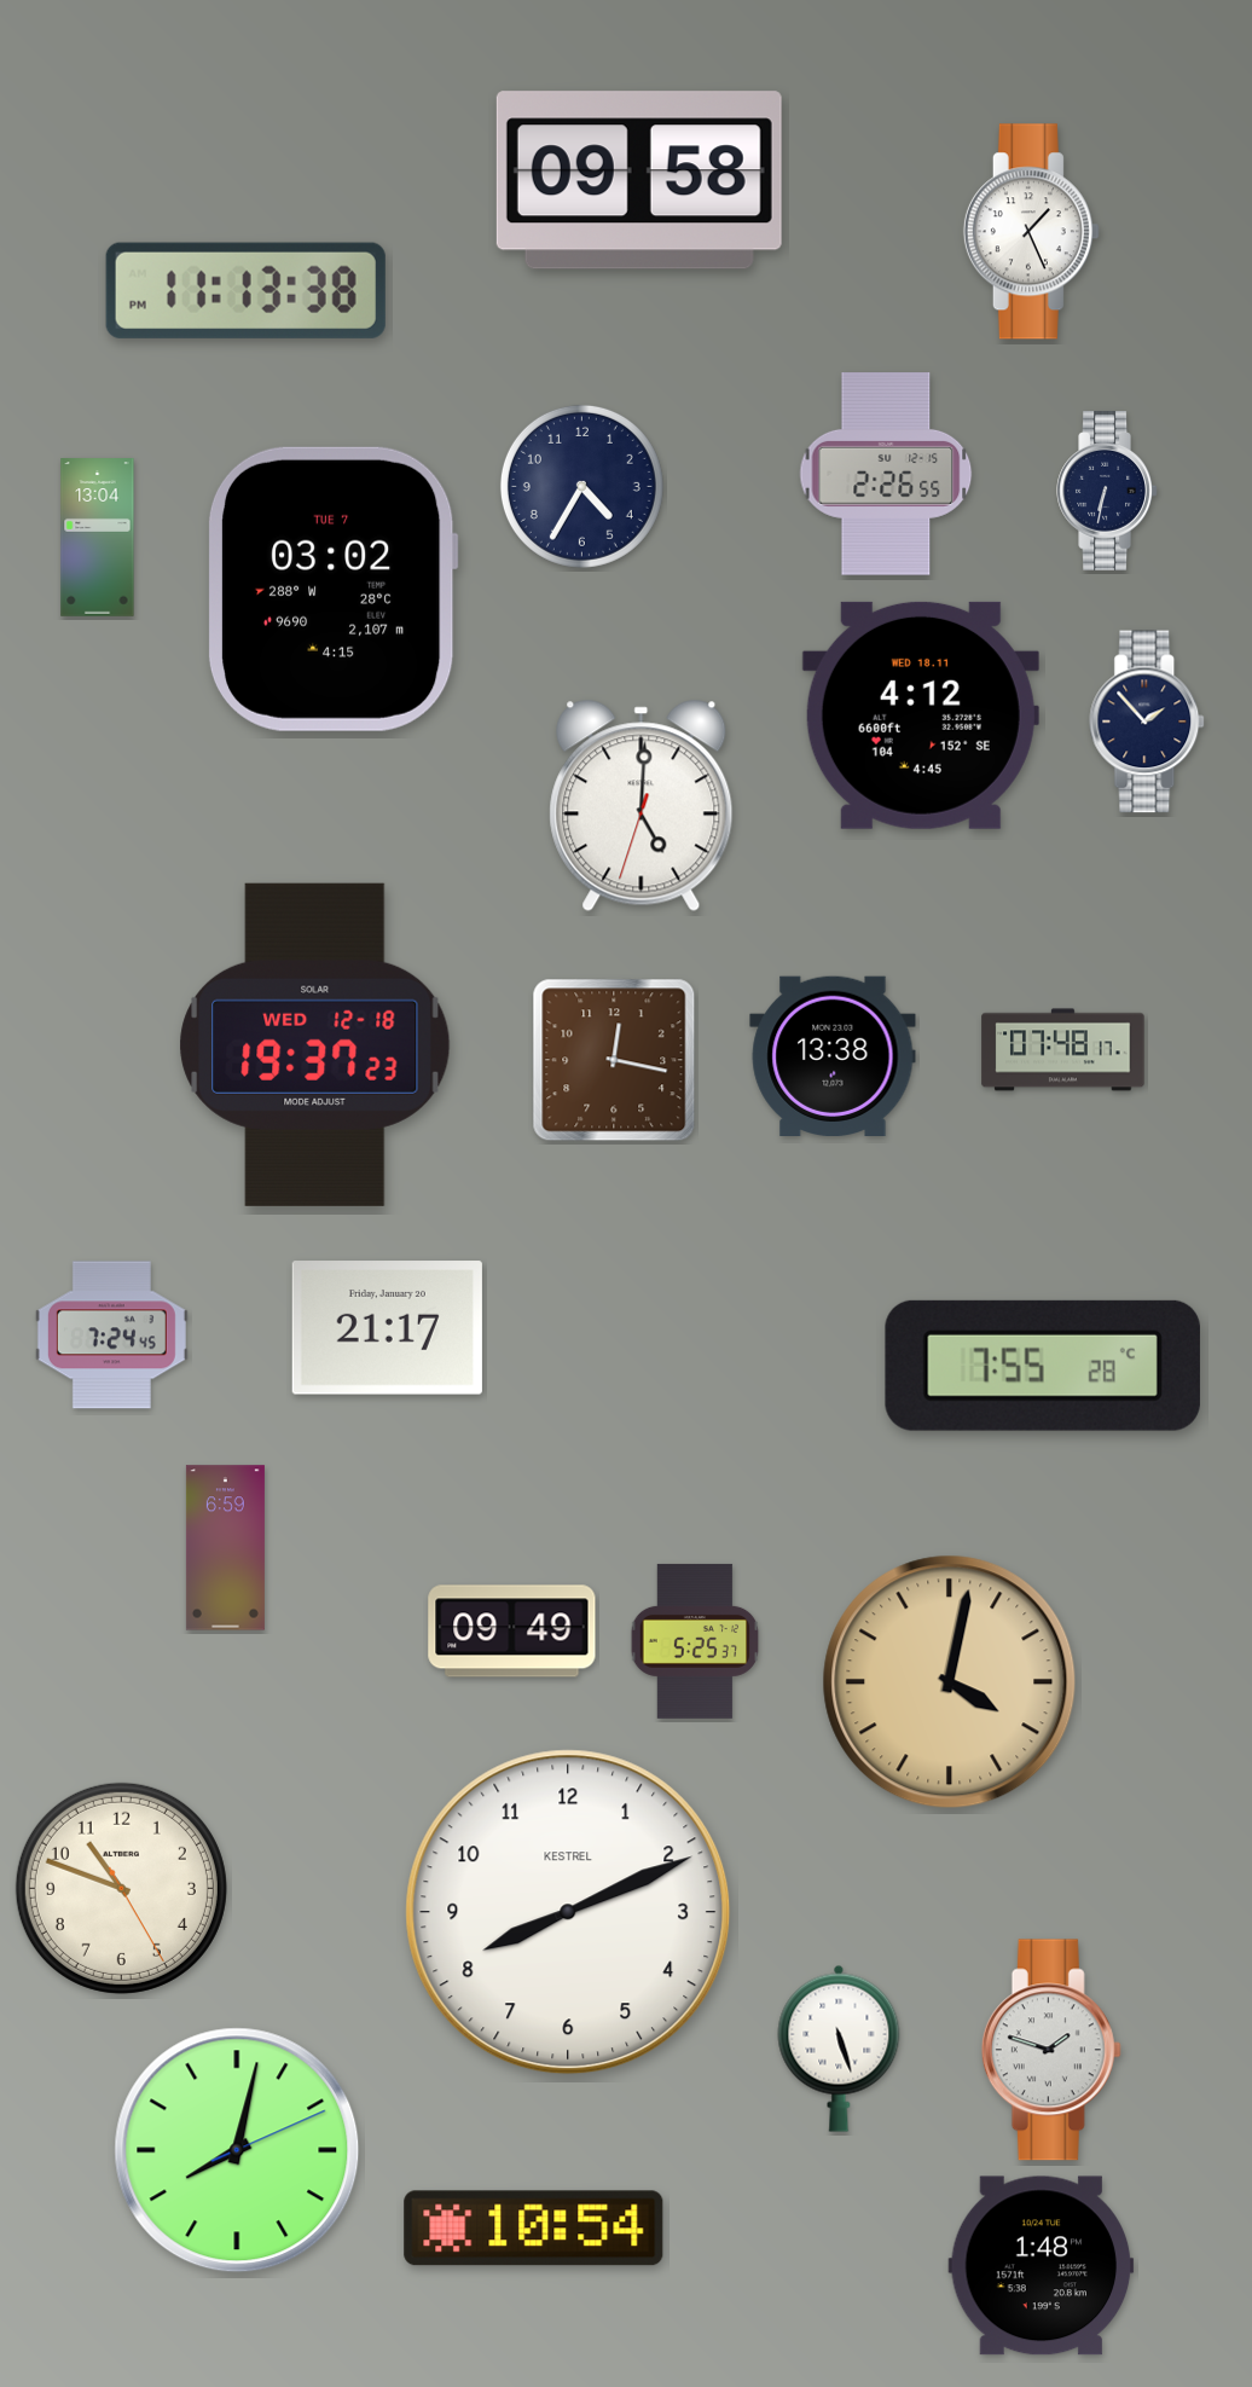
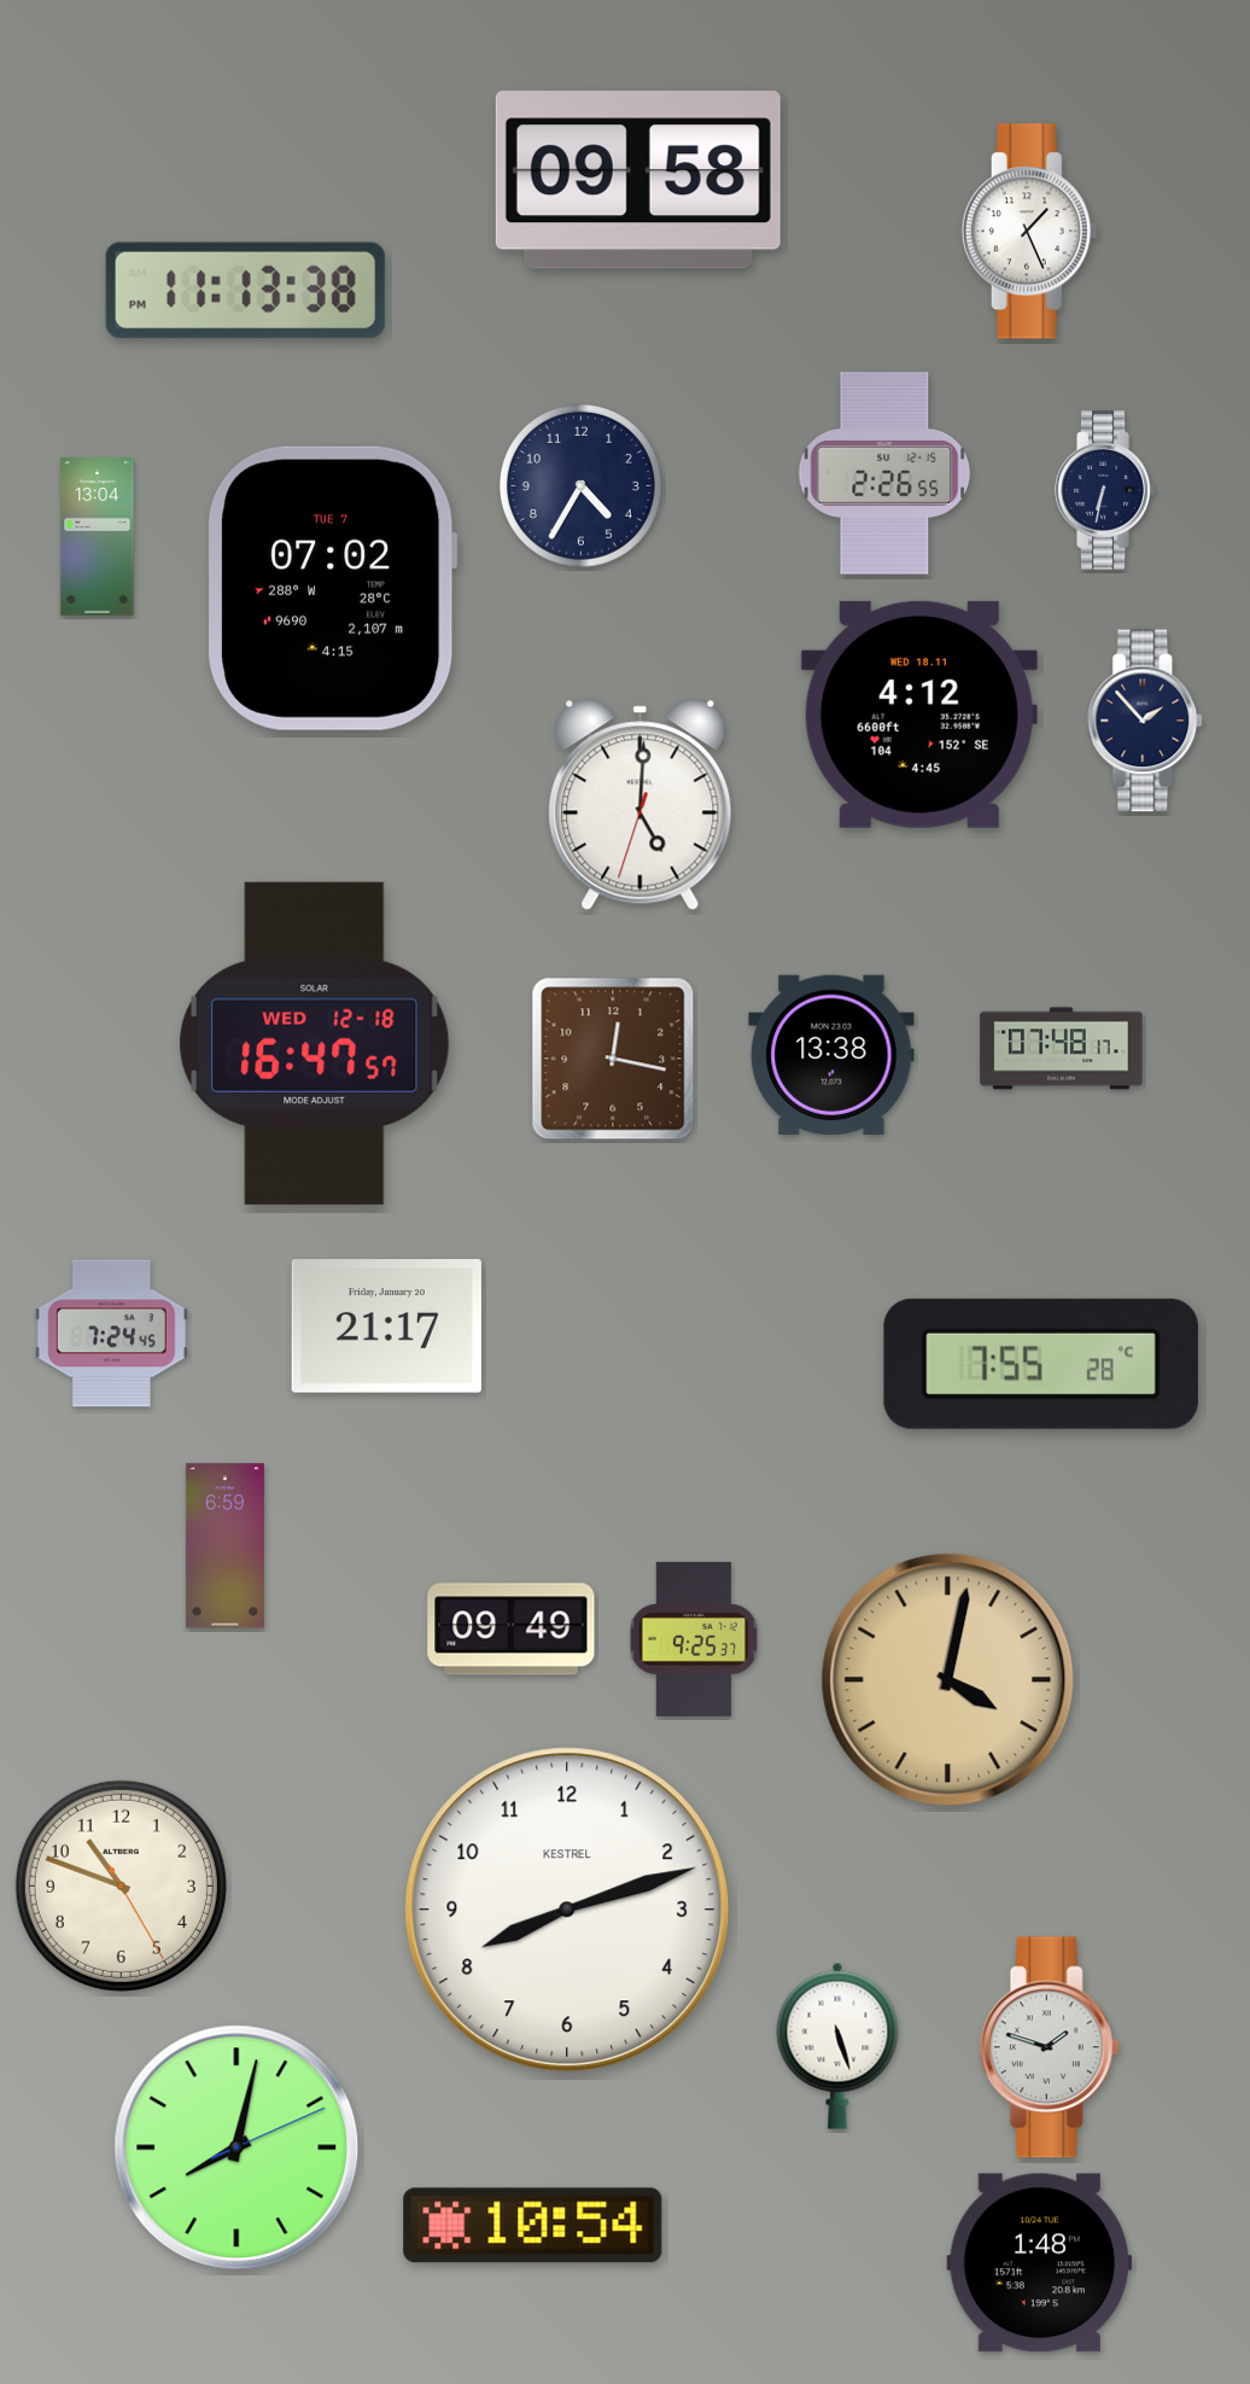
clock at (332, 589): 03:02 -> 07:02
clock at (315, 1044): 19:37 -> 16:47
clock at (695, 1641): 5:25 -> 9:25
clock at (568, 1912): 8:11 -> 8:12
